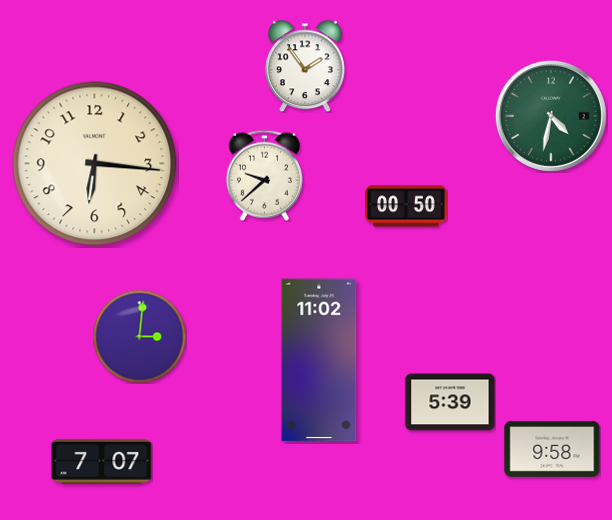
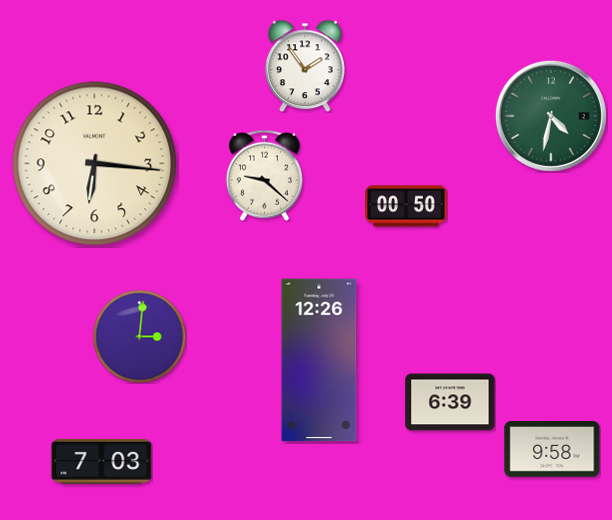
clock at (264, 175): 9:38 -> 9:22
clock at (319, 360): 11:02 -> 12:26
clock at (450, 402): 5:39 -> 6:39
clock at (102, 461): 7:07 -> 7:03
